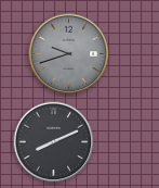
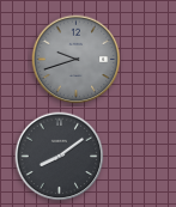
clock at (54, 142): 8:11 -> 8:09
